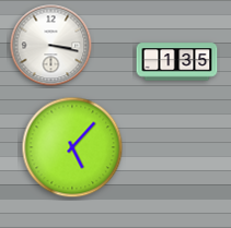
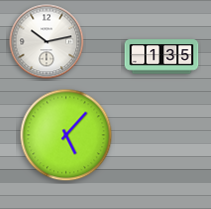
clock at (51, 46): 3:17 -> 10:13
